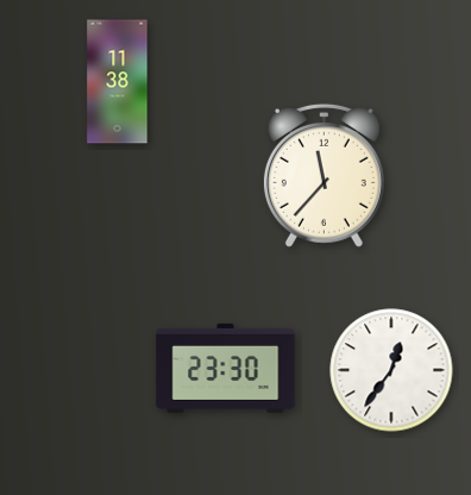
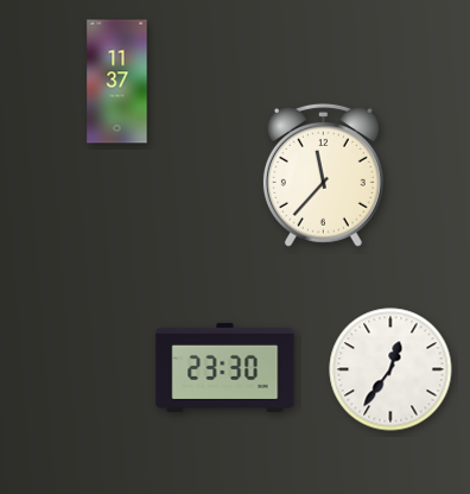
clock at (118, 82): 11:38 -> 11:37
